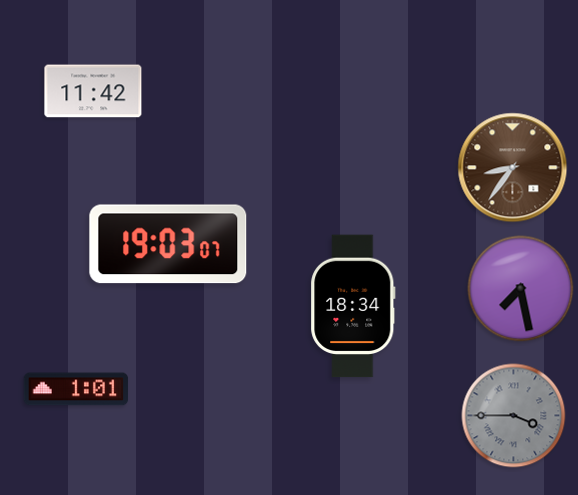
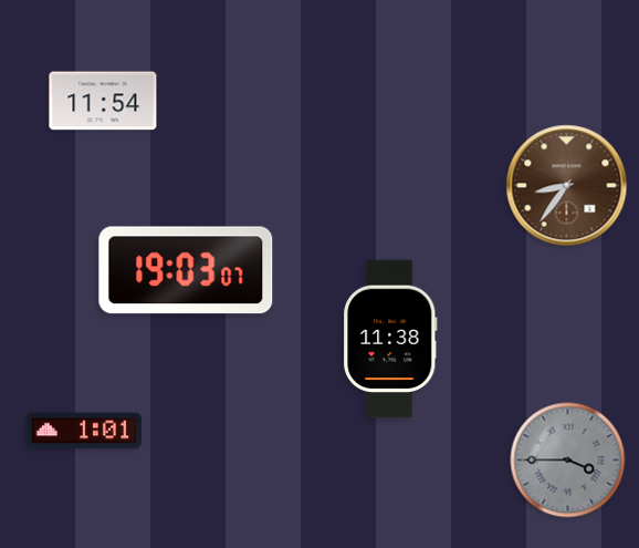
clock at (93, 91): 11:42 -> 11:54
clock at (521, 289): 7:28 -> none
clock at (353, 306): 18:34 -> 11:38
